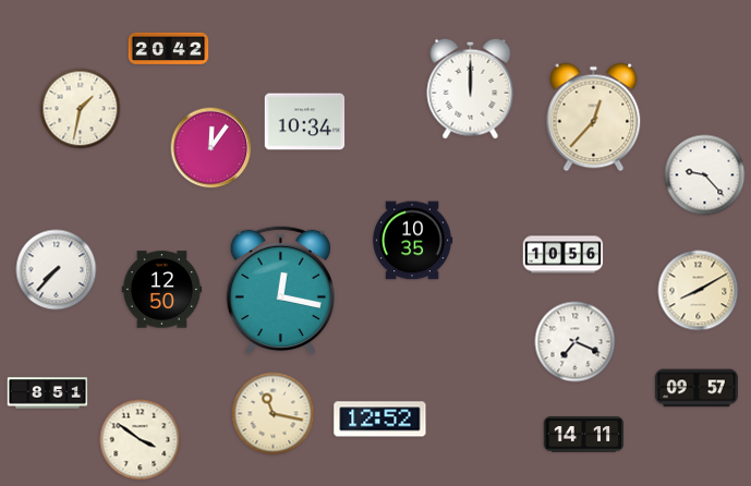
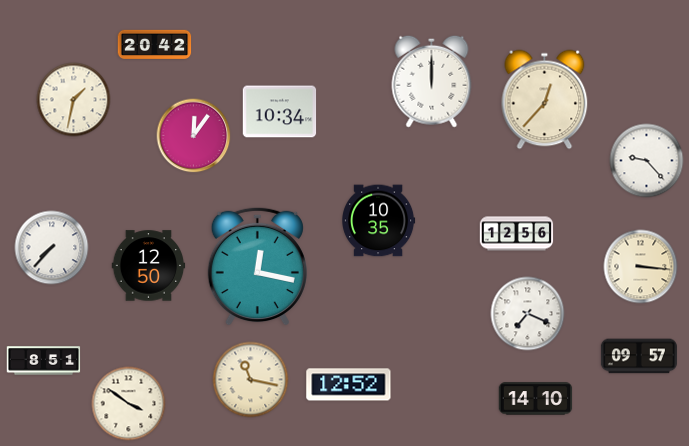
clock at (594, 118) position: (594, 118) -> (545, 100)
clock at (564, 255): 10:56 -> 12:56
clock at (699, 291): 8:10 -> 3:16
clock at (584, 435): 14:11 -> 14:10
